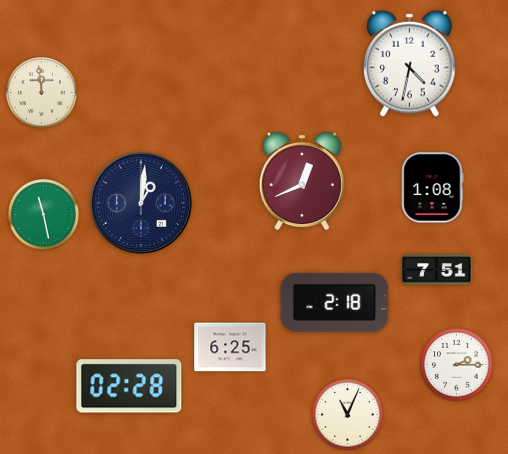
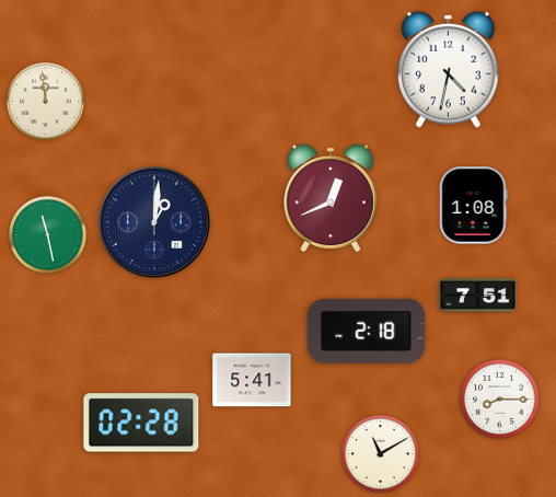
clock at (230, 347): 6:25 -> 5:41
clock at (457, 365): 2:15 -> 8:15
clock at (347, 414): 11:04 -> 11:10
